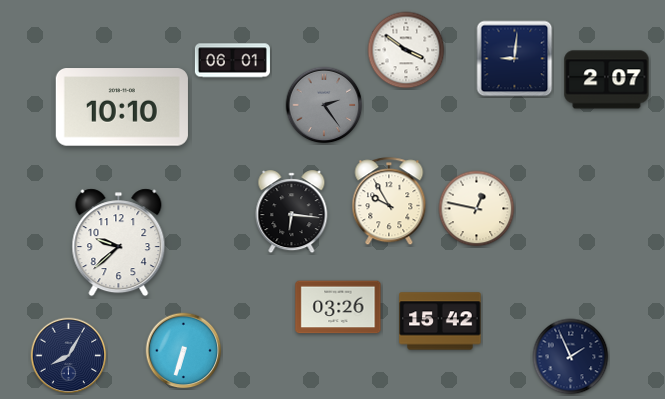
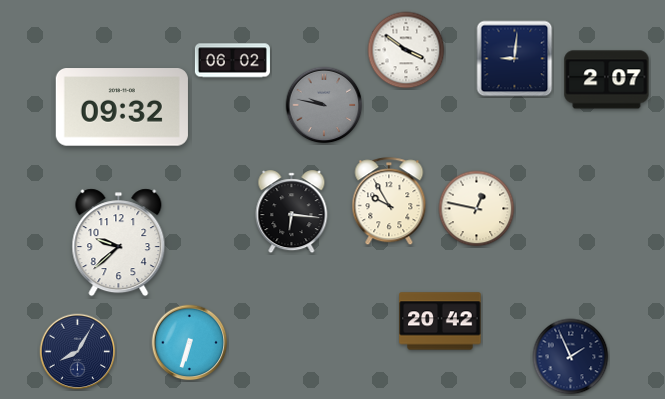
clock at (232, 61): 06:01 -> 06:02
clock at (324, 105): 2:24 -> 9:47
clock at (122, 107): 10:10 -> 09:32
clock at (338, 307): 03:26 -> none
clock at (440, 321): 15:42 -> 20:42
clock at (184, 351) position: (184, 351) -> (190, 343)
clock at (69, 356) position: (69, 356) -> (78, 352)
